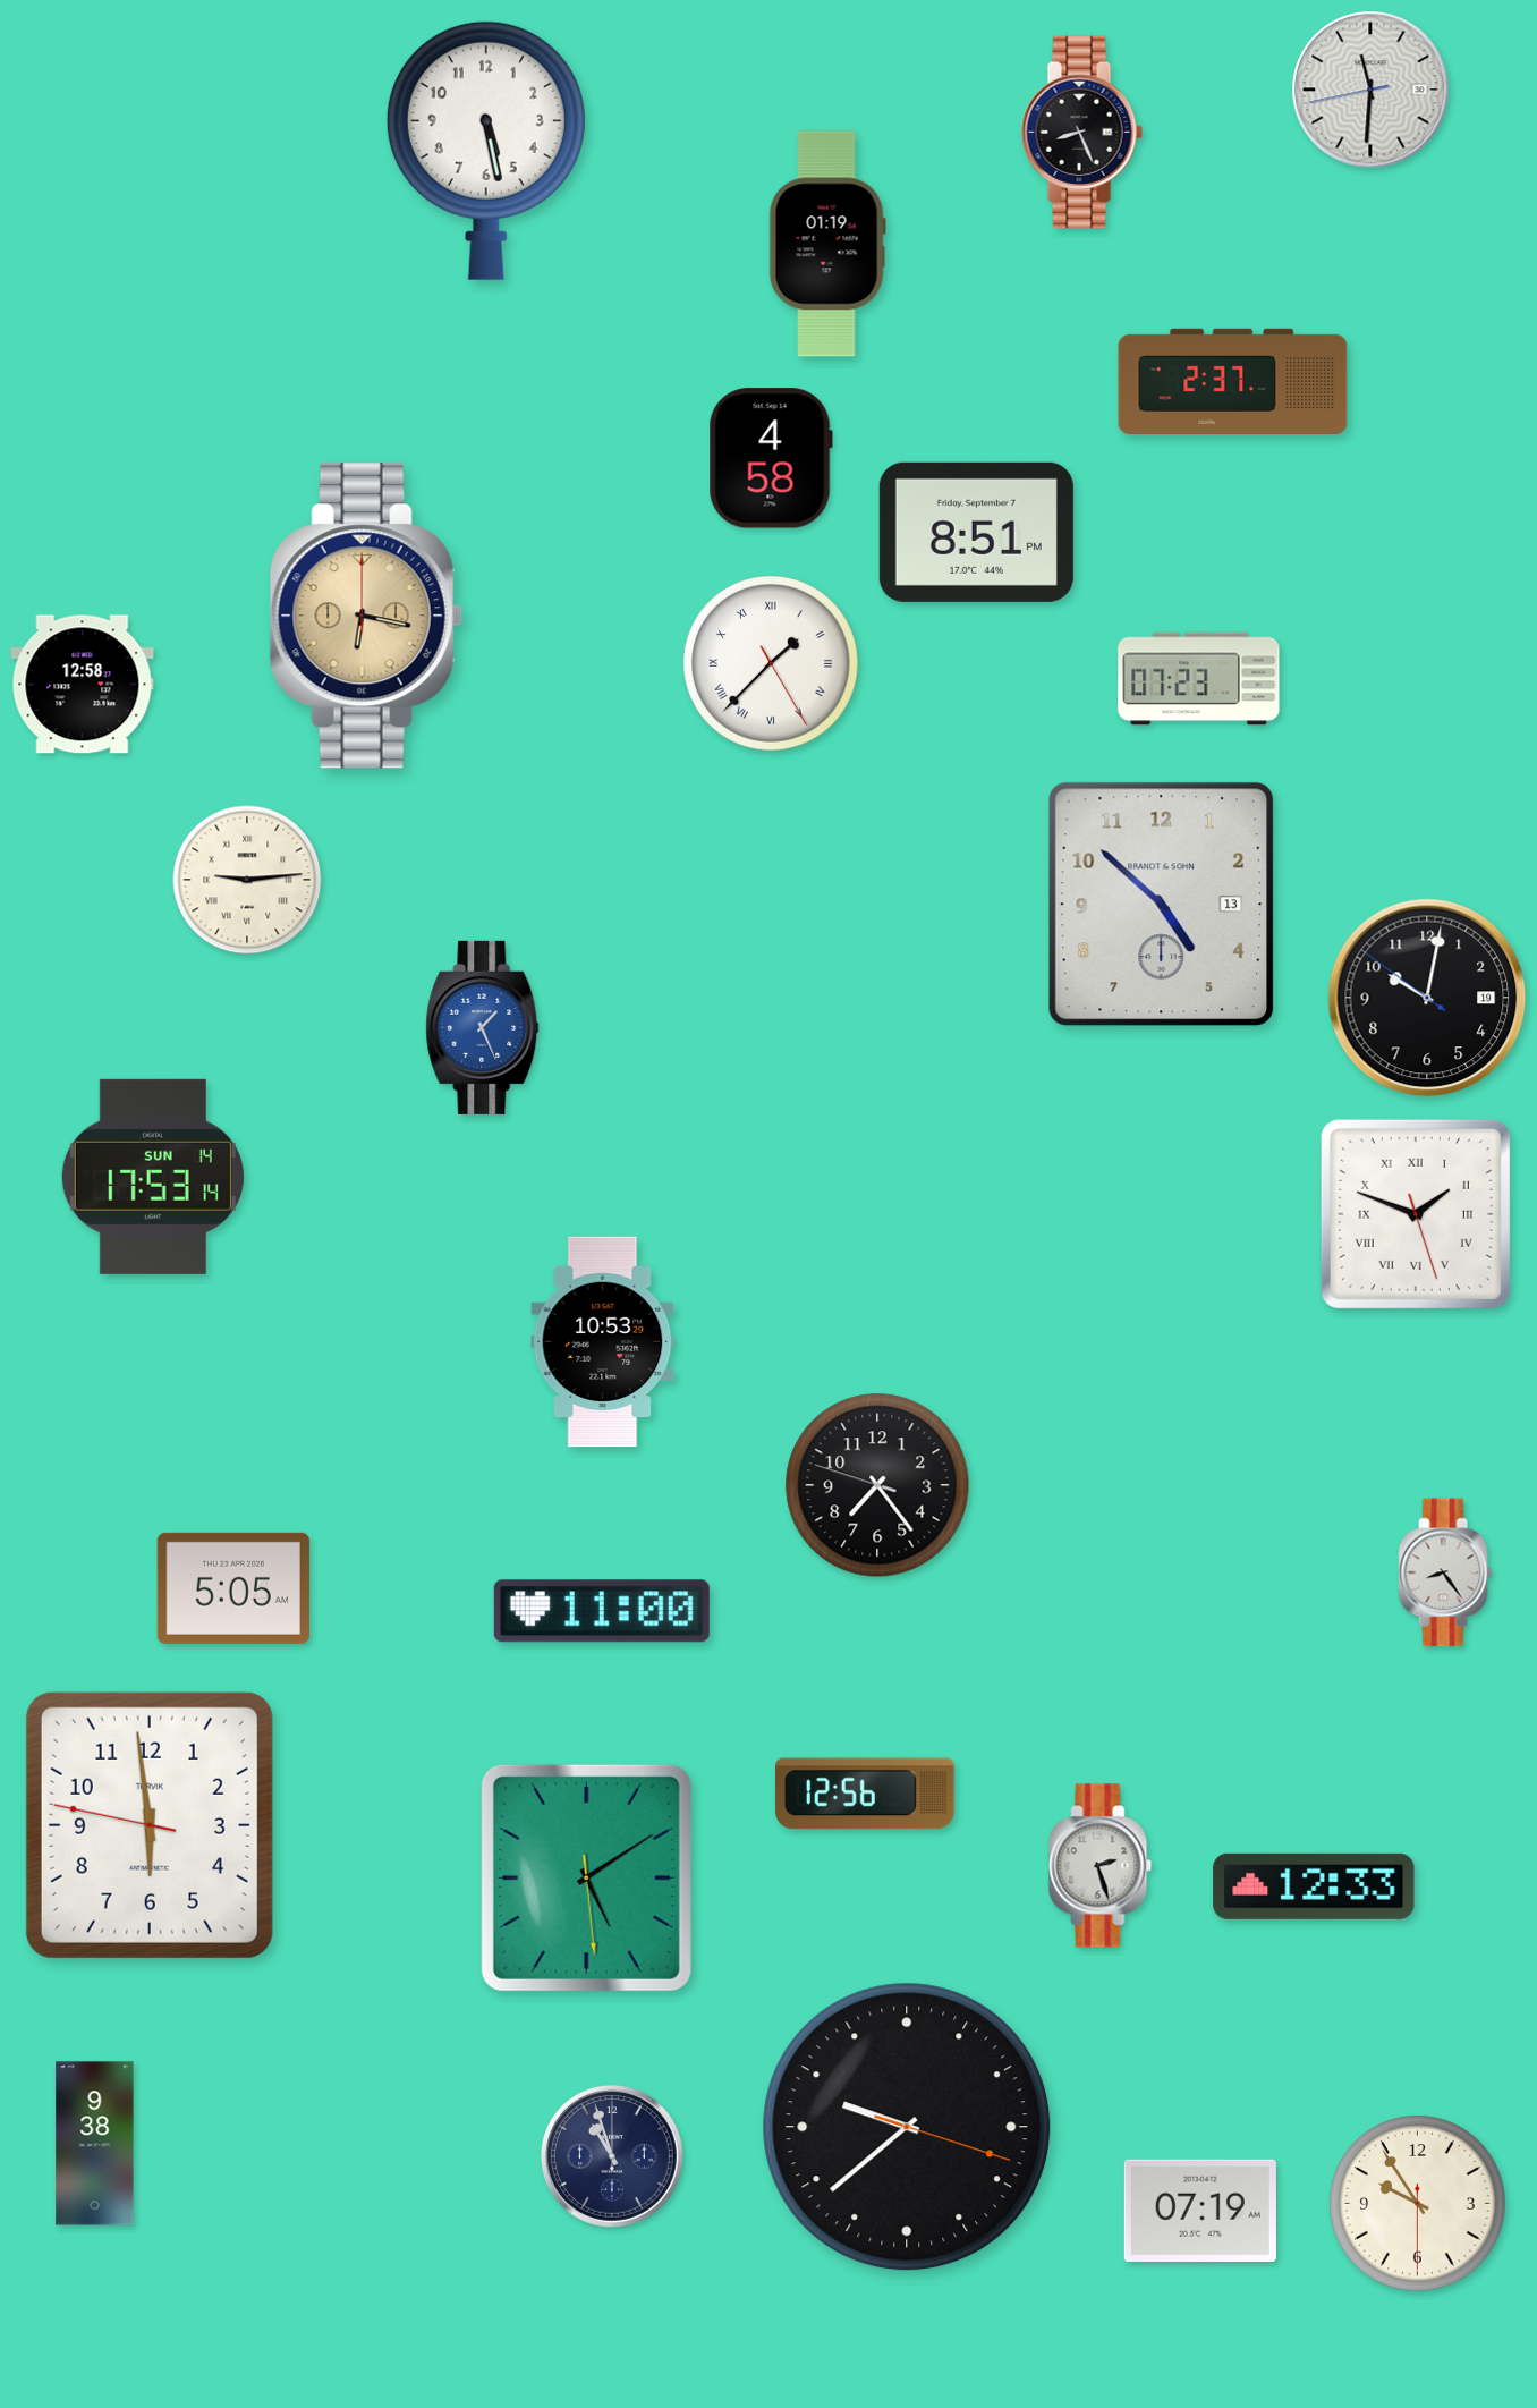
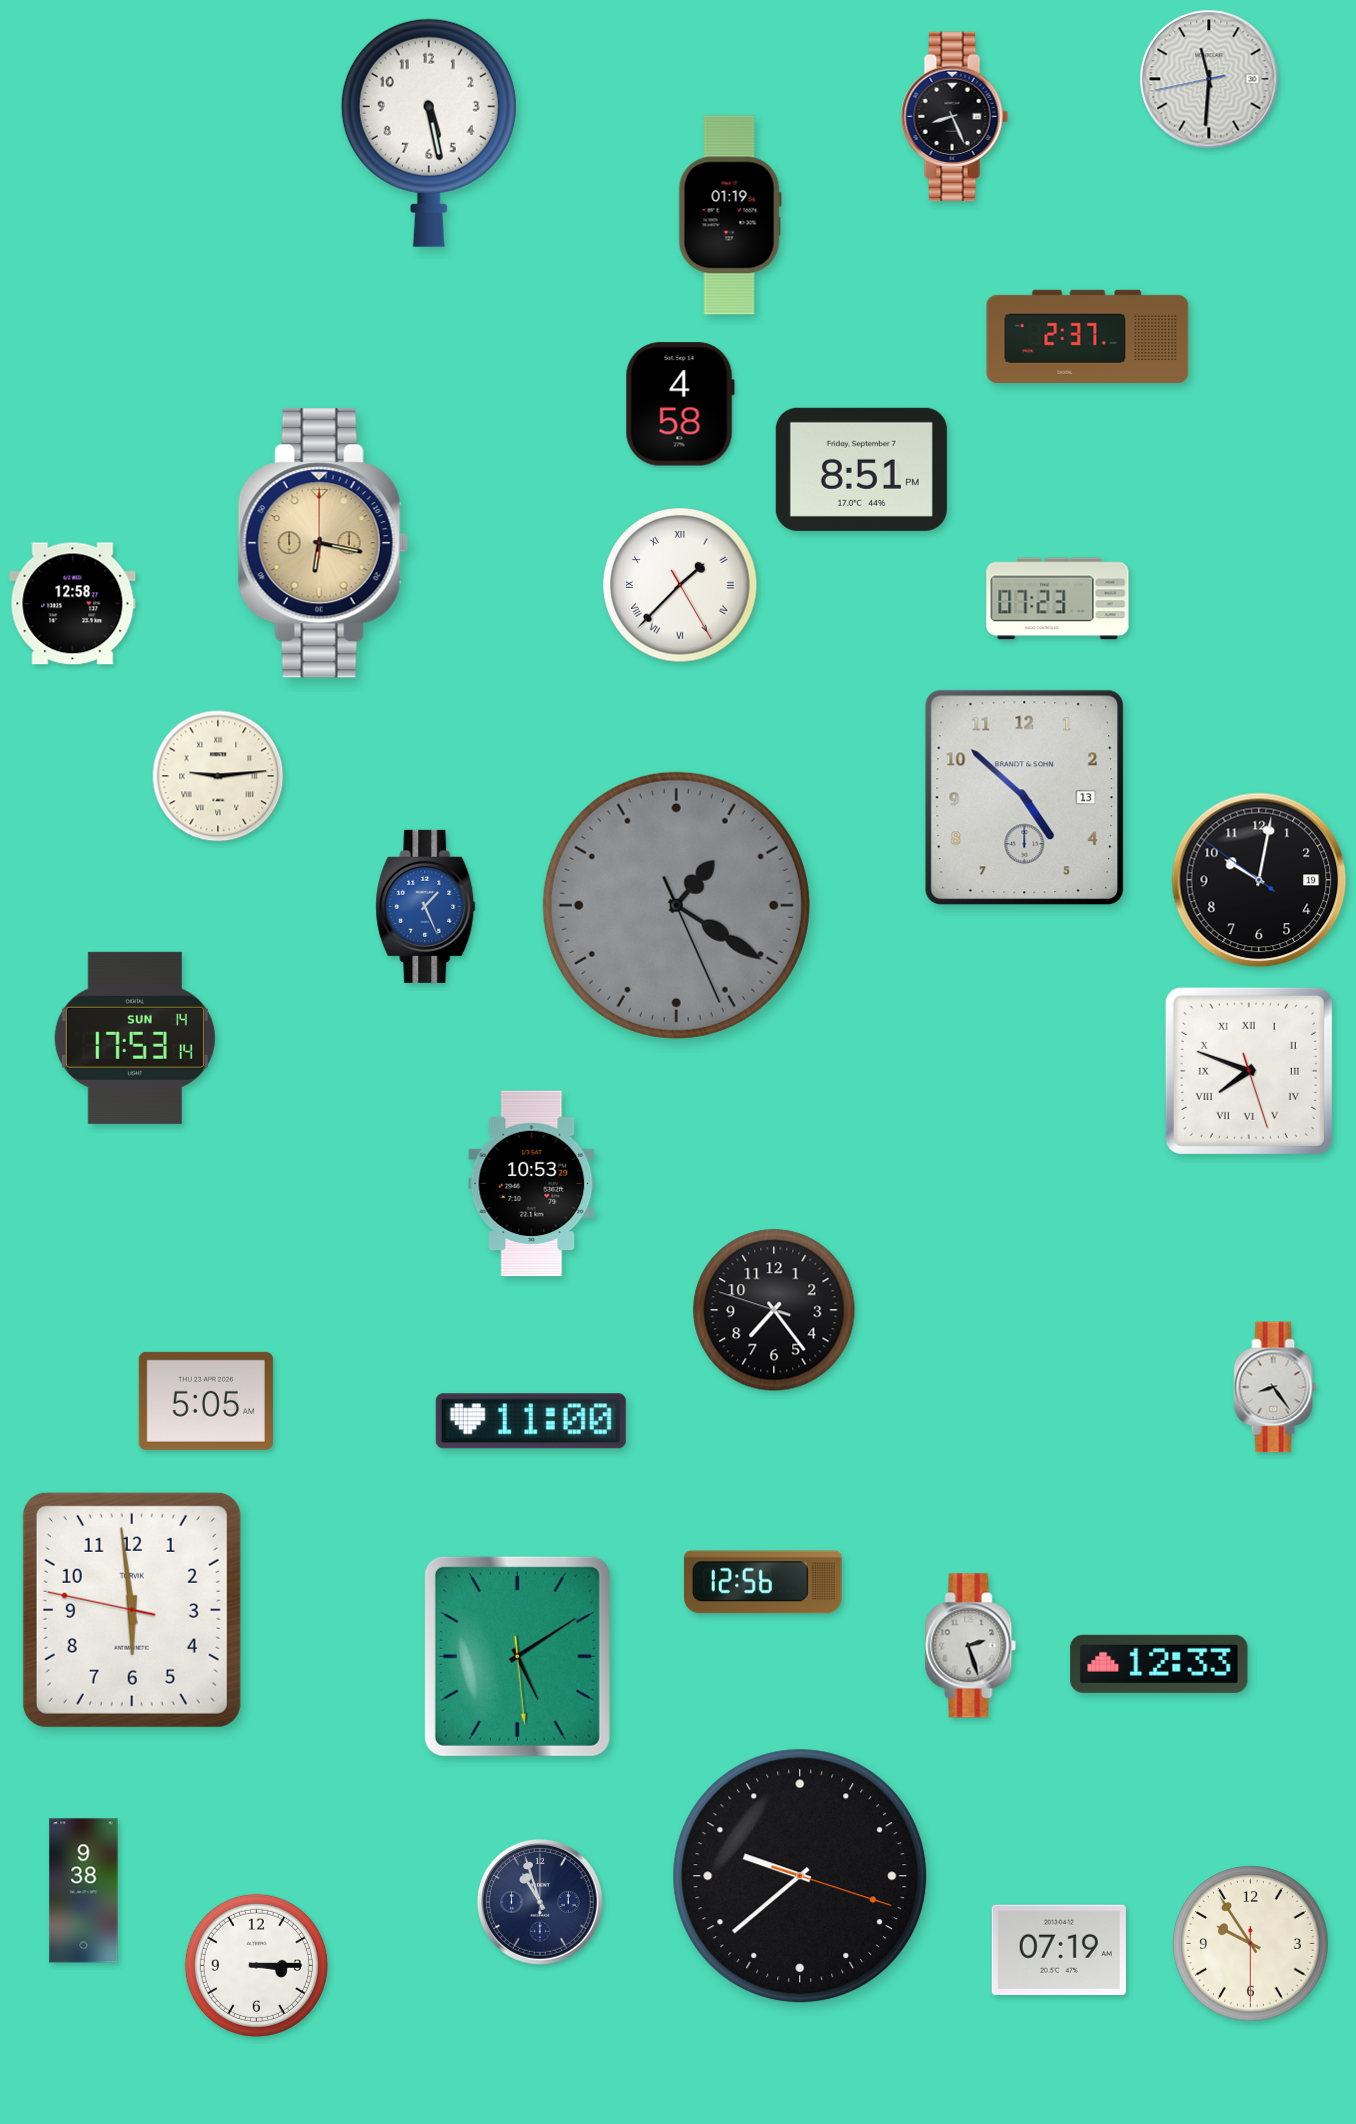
clock at (676, 905): none -> 1:20
clock at (1416, 1214): 1:48 -> 7:48
clock at (256, 1965): none -> 3:15
